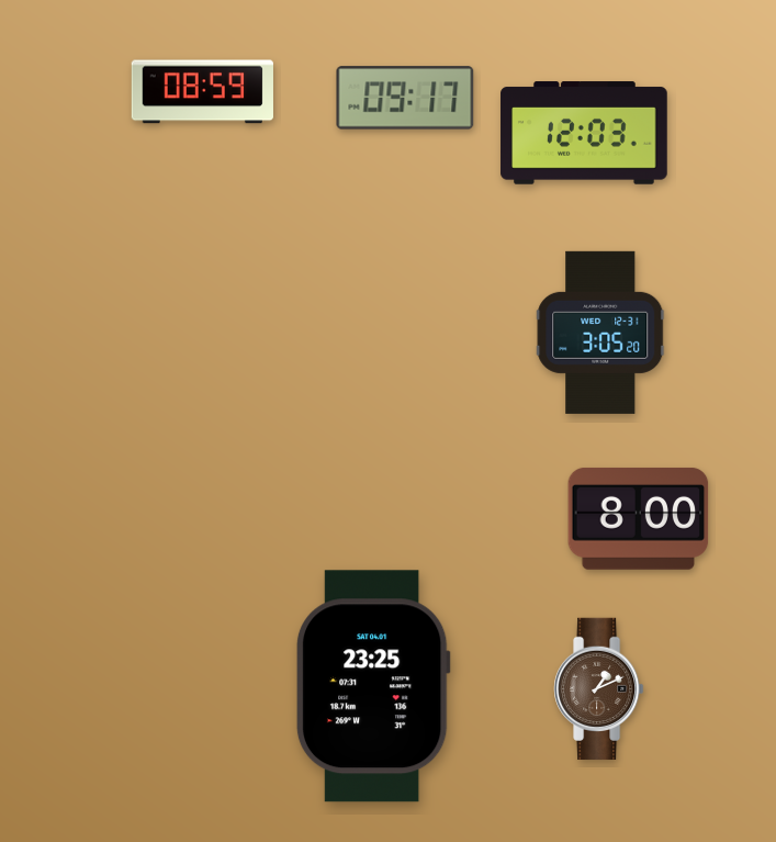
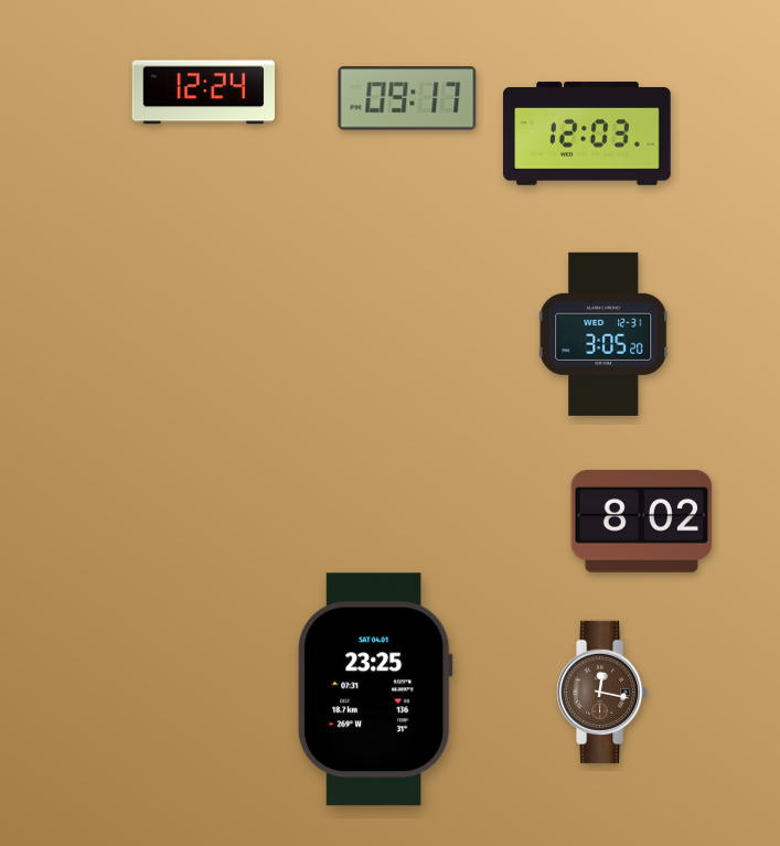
clock at (202, 92): 08:59 -> 12:24
clock at (639, 518): 8:00 -> 8:02
clock at (599, 688): 1:11 -> 12:17
